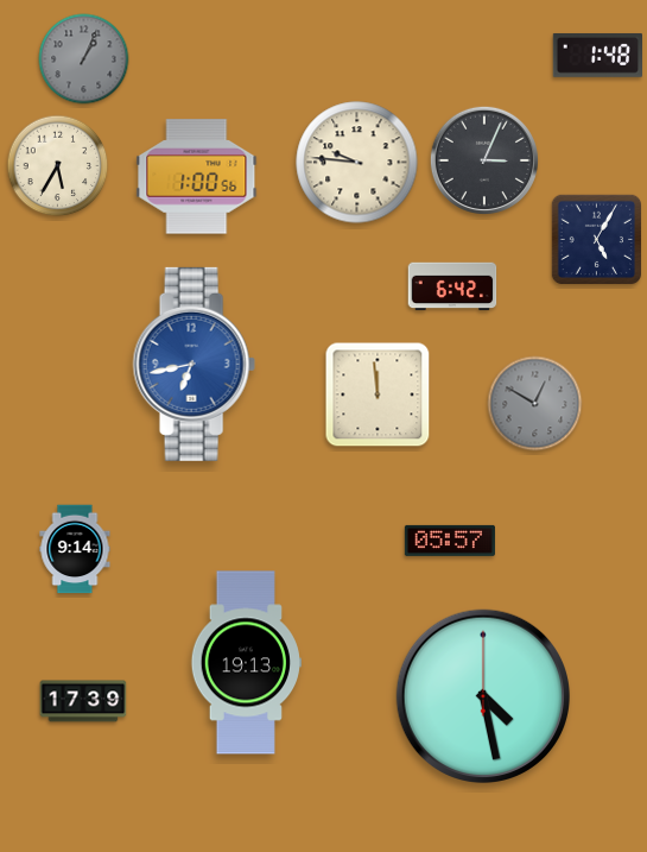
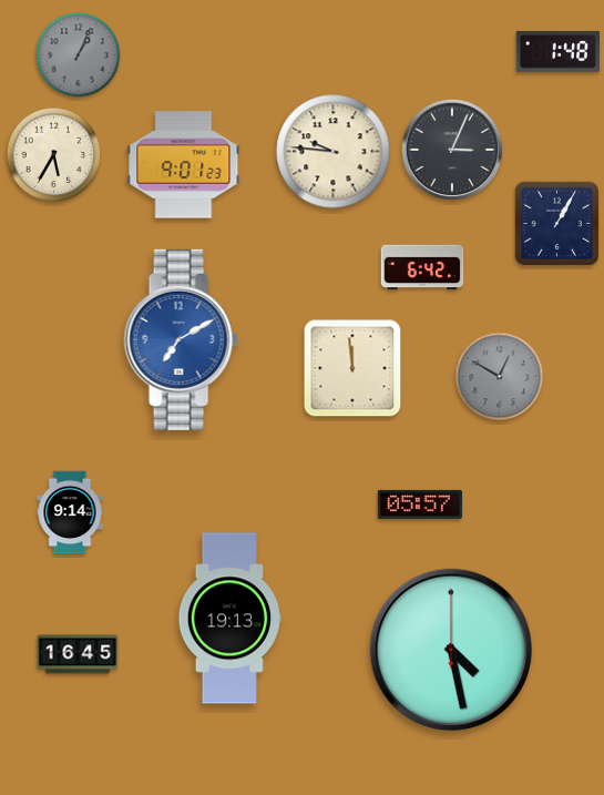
clock at (197, 177): 1:00 -> 9:01
clock at (596, 239): 5:05 -> 1:05
clock at (194, 364): 6:43 -> 7:10
clock at (83, 701): 17:39 -> 16:45
